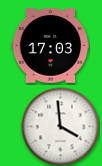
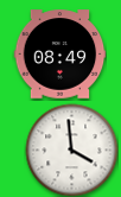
clock at (50, 46): 17:03 -> 08:49
